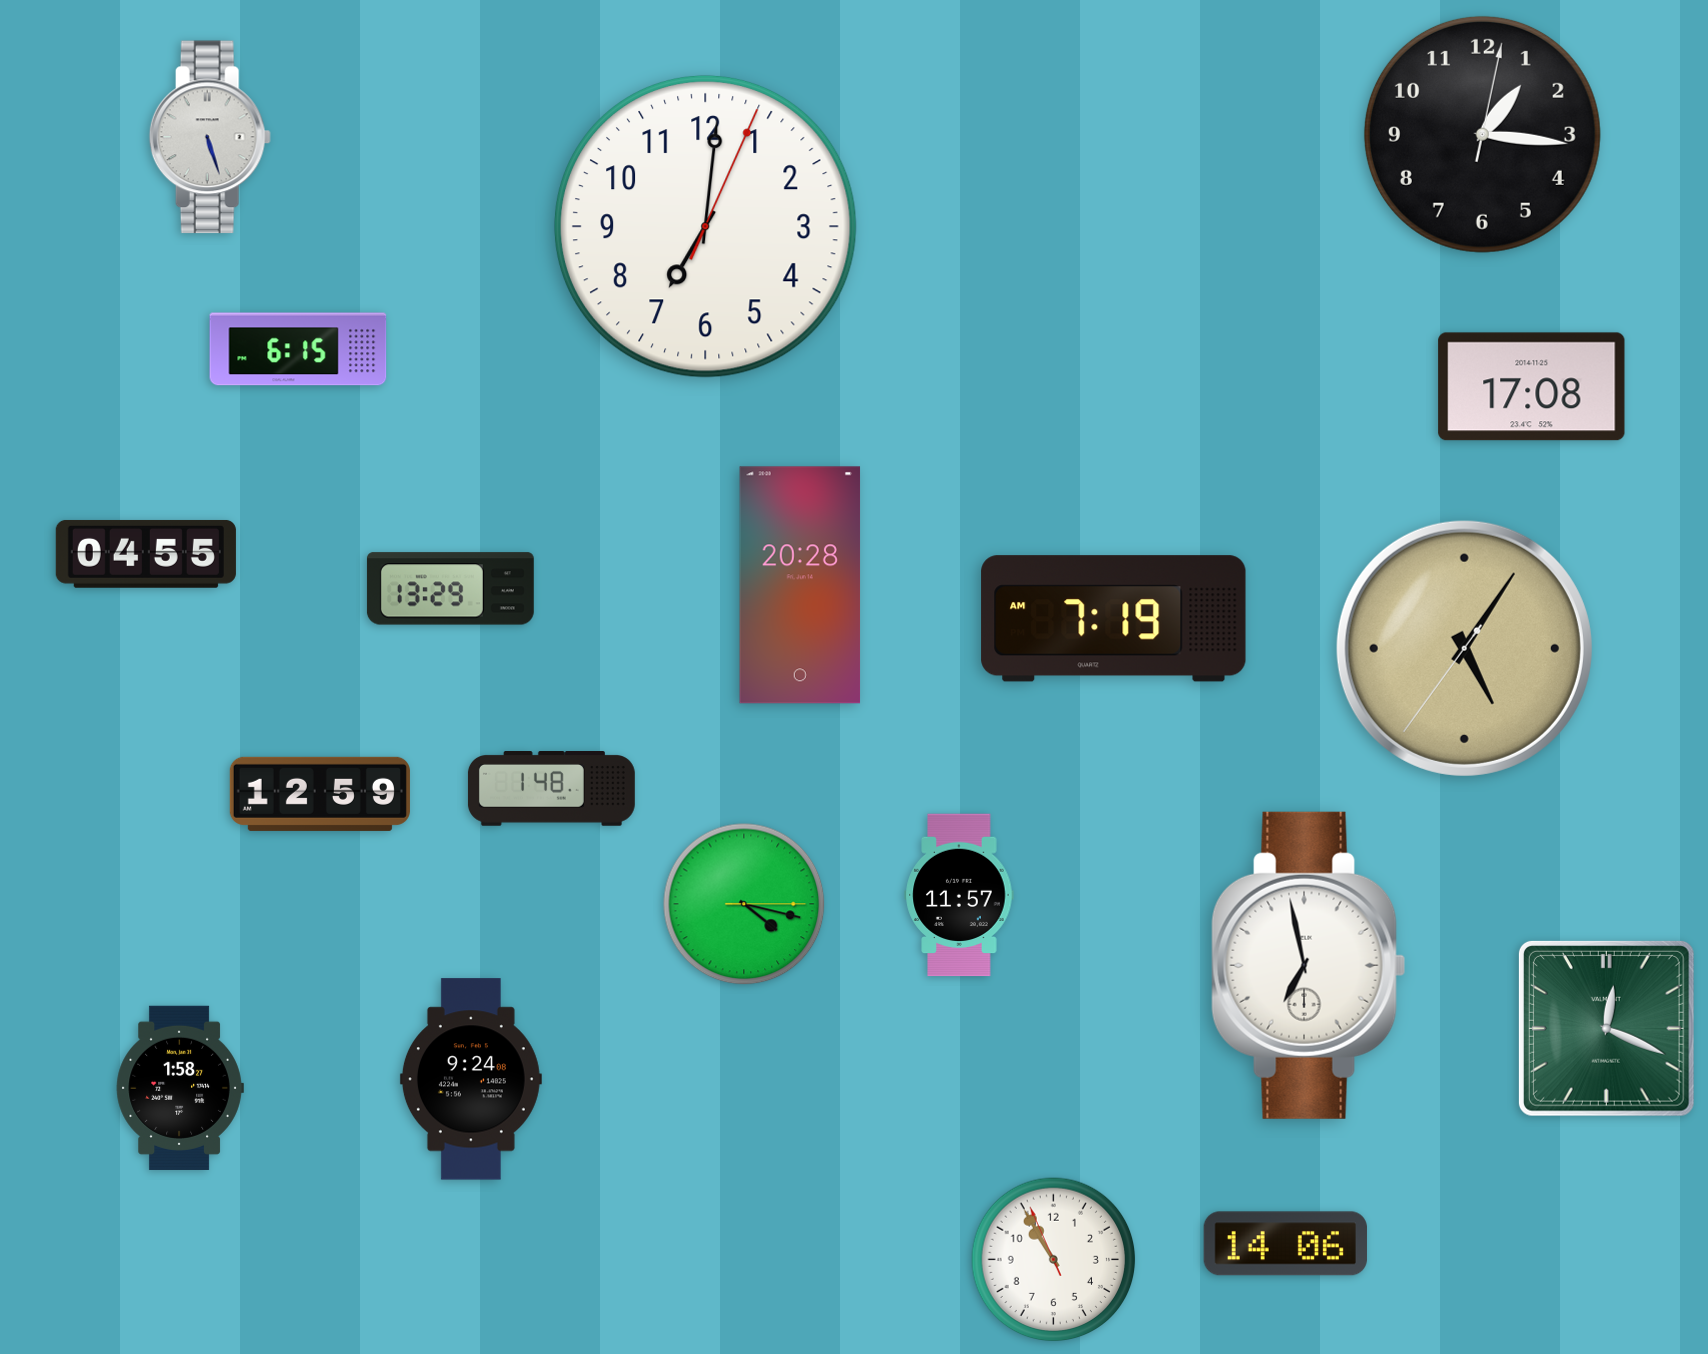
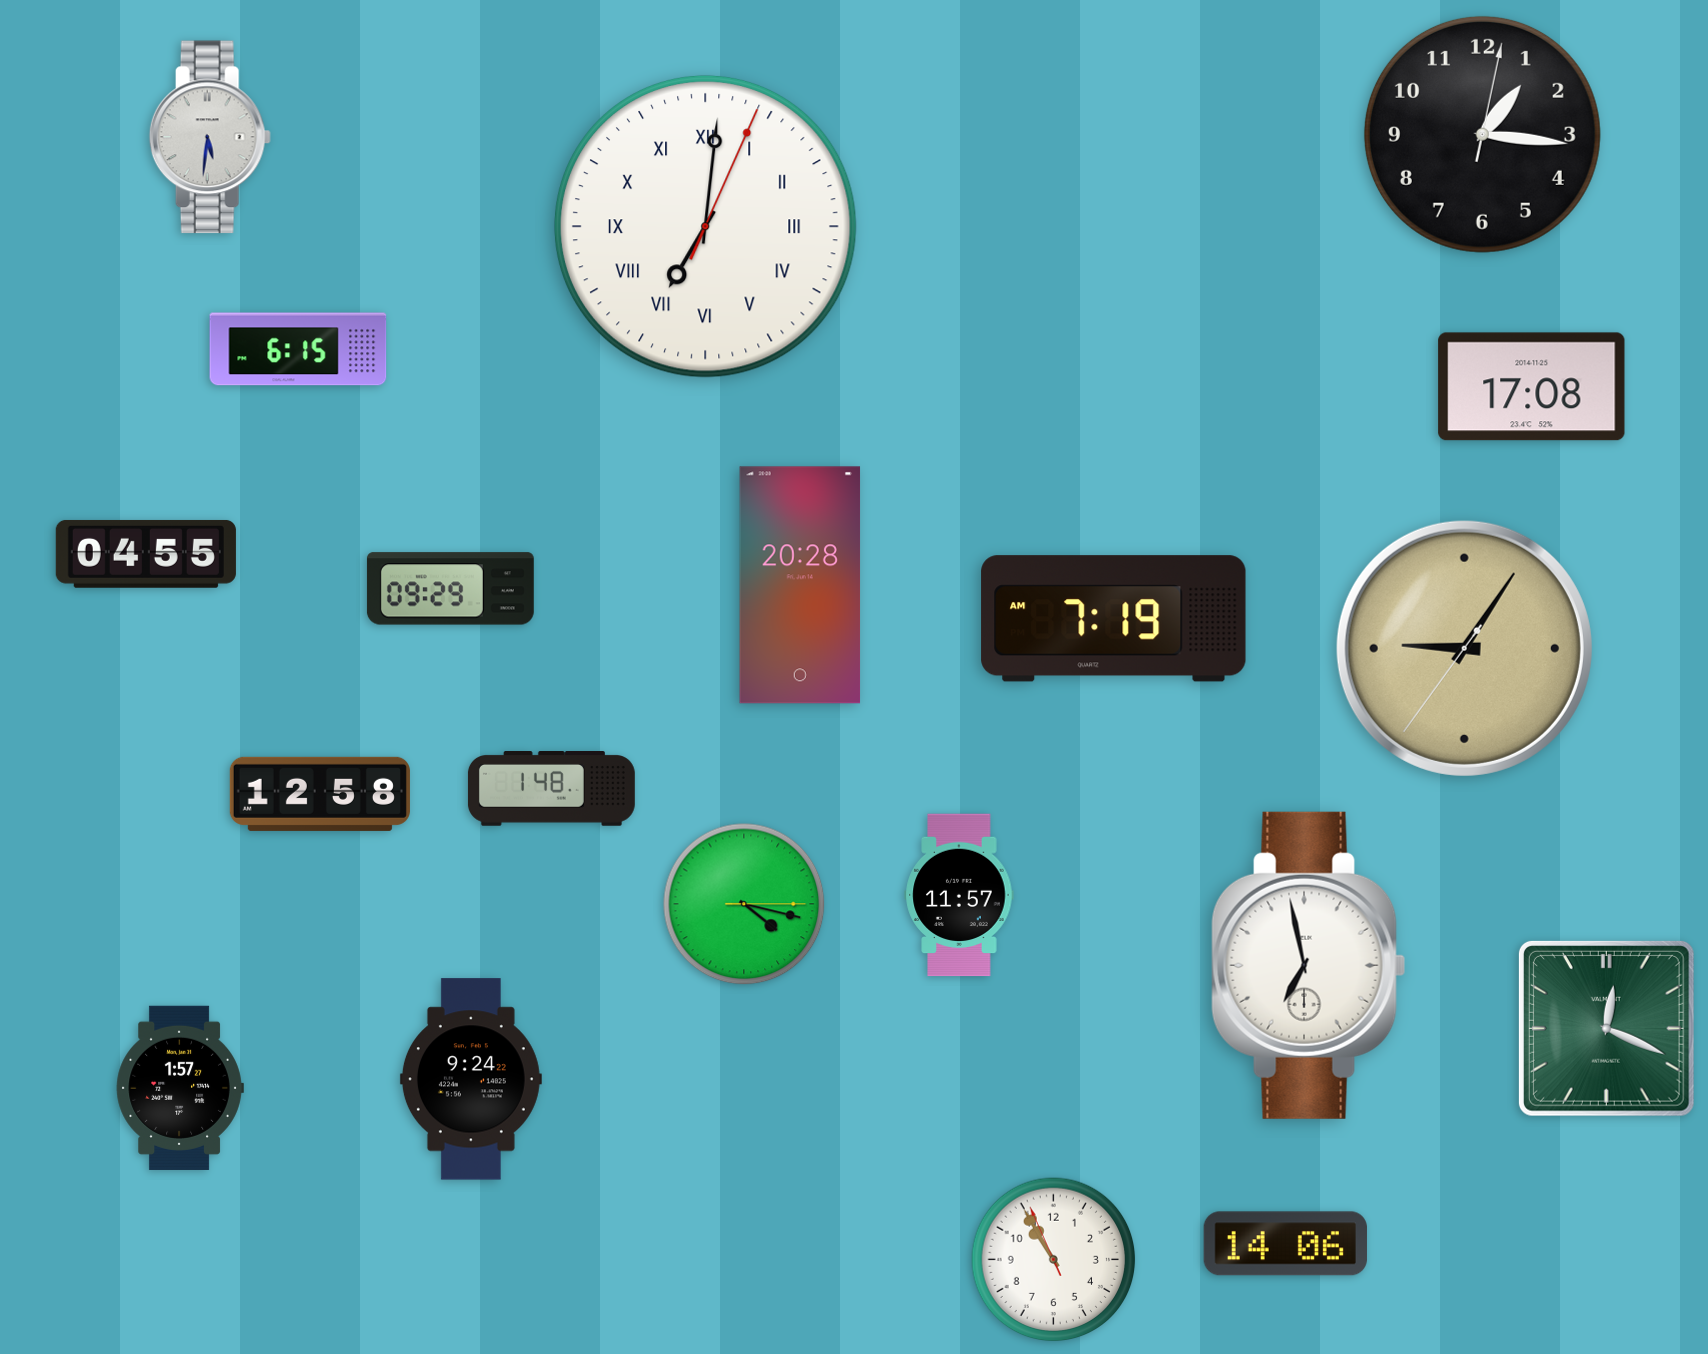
clock at (210, 137): 5:27 -> 5:31
clock at (705, 226) numerals: Arabic -> Roman
clock at (450, 589): 13:29 -> 09:29
clock at (1464, 648): 5:05 -> 9:05
clock at (320, 794): 12:59 -> 12:58
clock at (471, 1079): 9:24:08 -> 9:24:22
clock at (180, 1088): 1:58 -> 1:57
